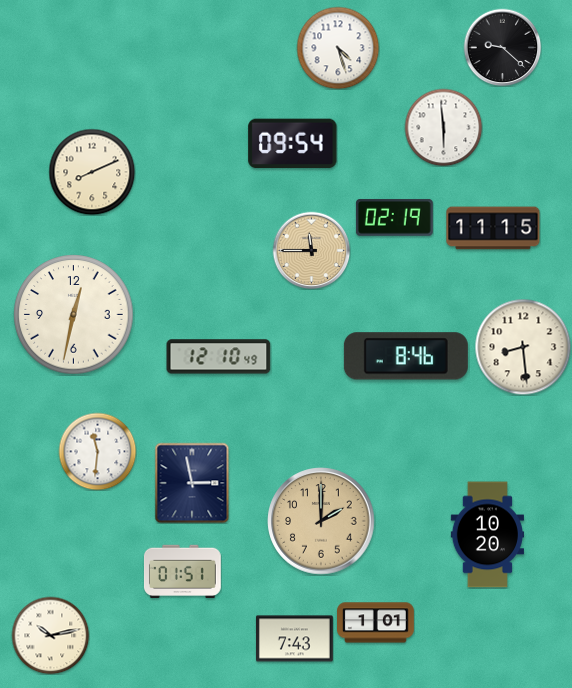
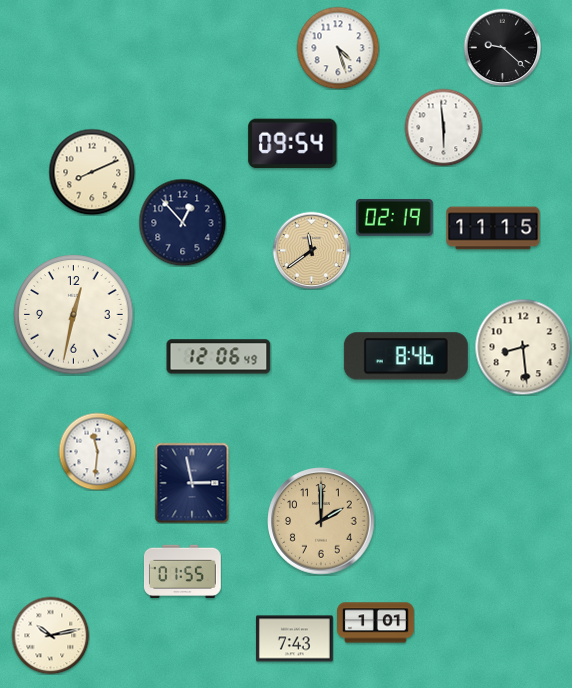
clock at (182, 222): none -> 12:53
clock at (311, 250): 11:45 -> 11:39
clock at (219, 357): 12:10 -> 12:06
clock at (487, 535): 10:20 -> none
clock at (182, 571): 01:51 -> 01:55
